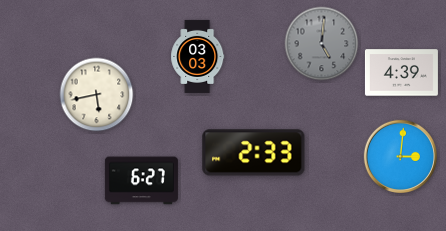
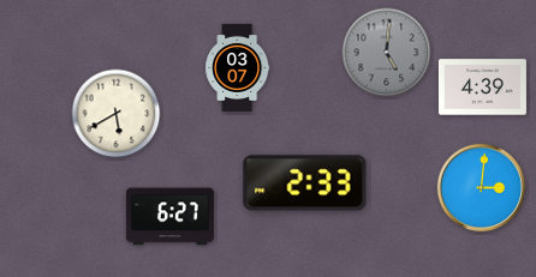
clock at (198, 56): 03:03 -> 03:07
clock at (97, 95): 5:43 -> 5:40
